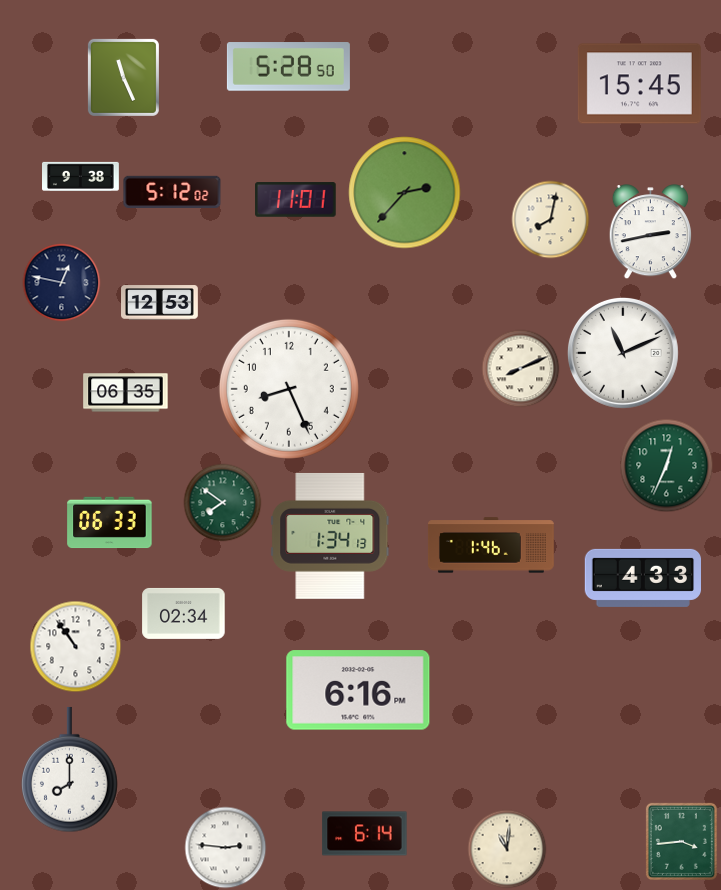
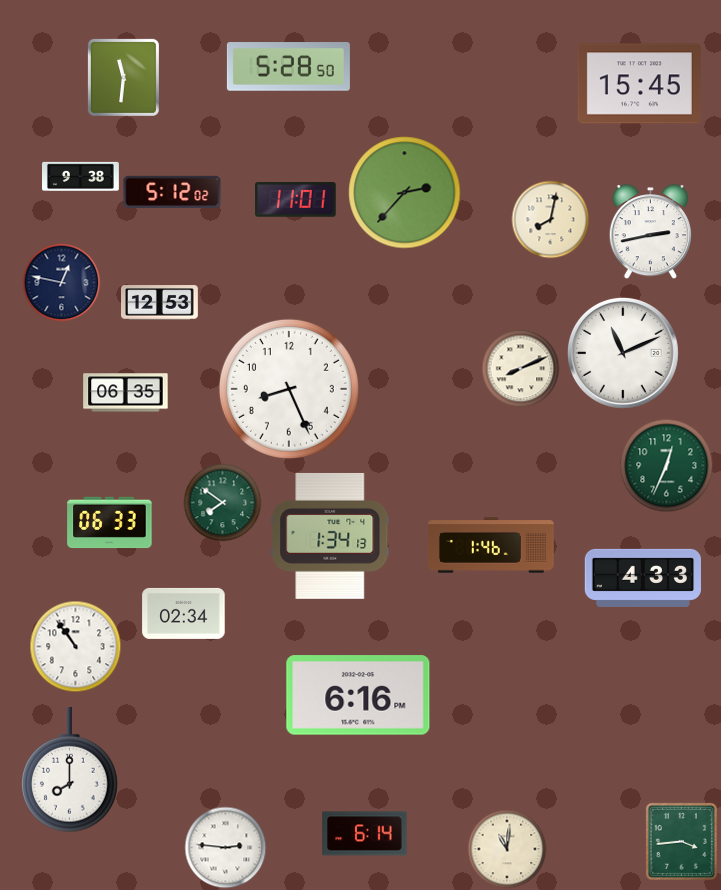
clock at (123, 77): 11:26 -> 11:31
clock at (358, 690) position: (358, 690) -> (358, 695)
